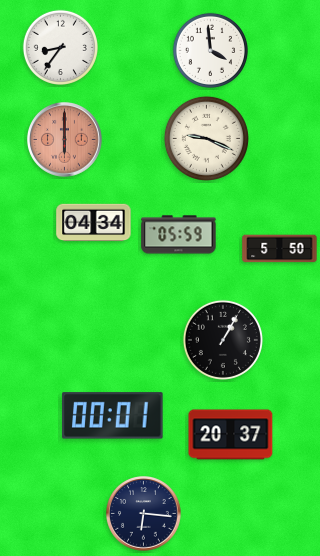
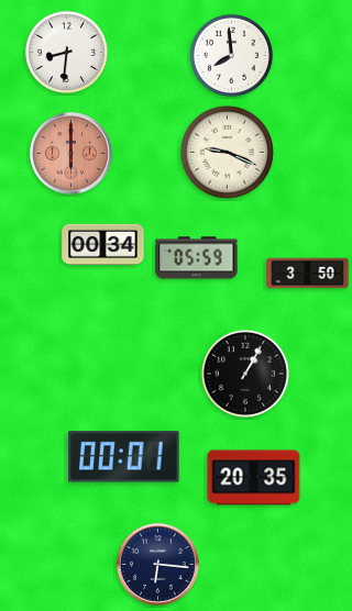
clock at (60, 47): 8:36 -> 8:31
clock at (210, 50): 3:59 -> 7:59
clock at (94, 223): 04:34 -> 00:34
clock at (280, 249): 5:50 -> 3:50
clock at (231, 435): 20:37 -> 20:35
